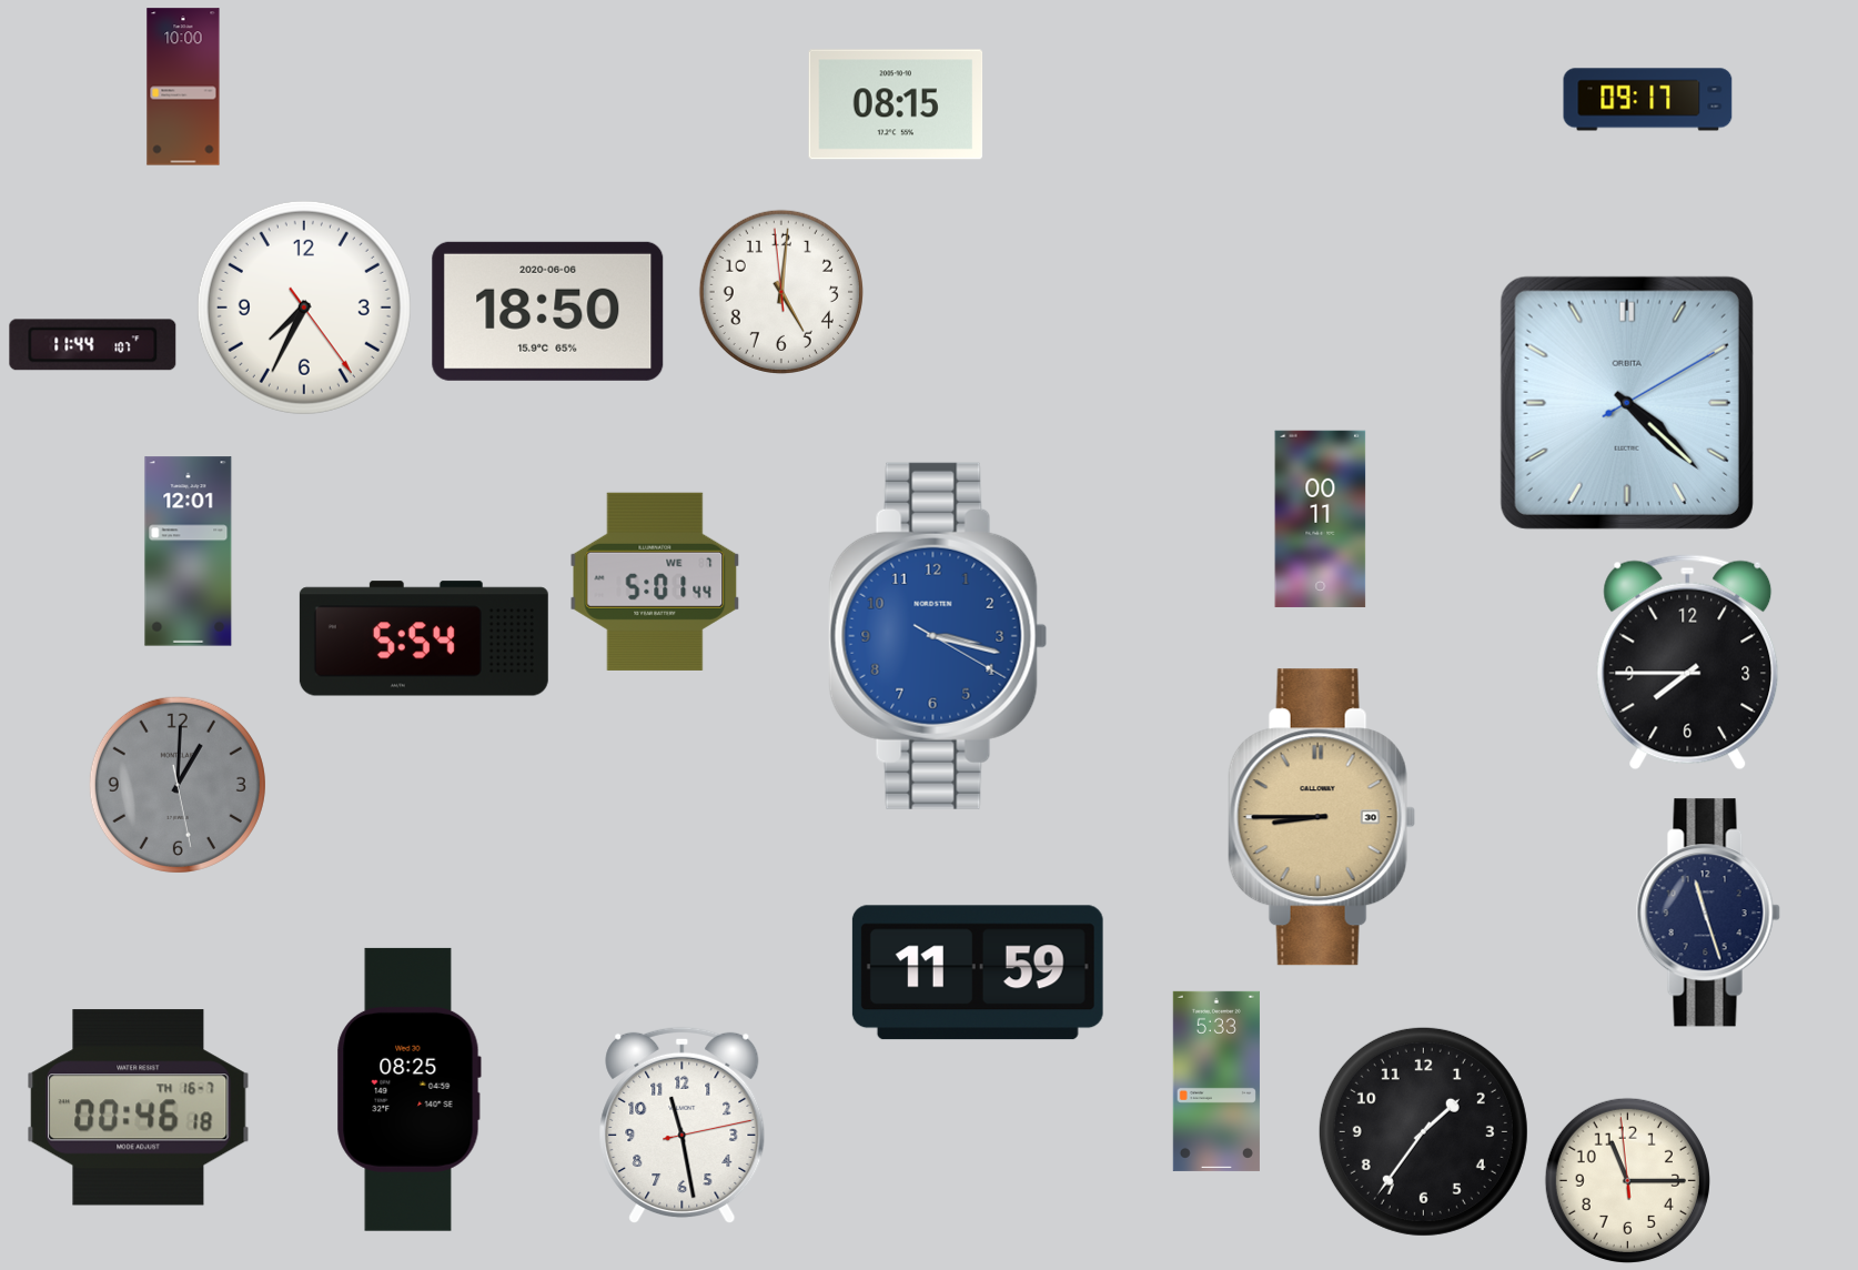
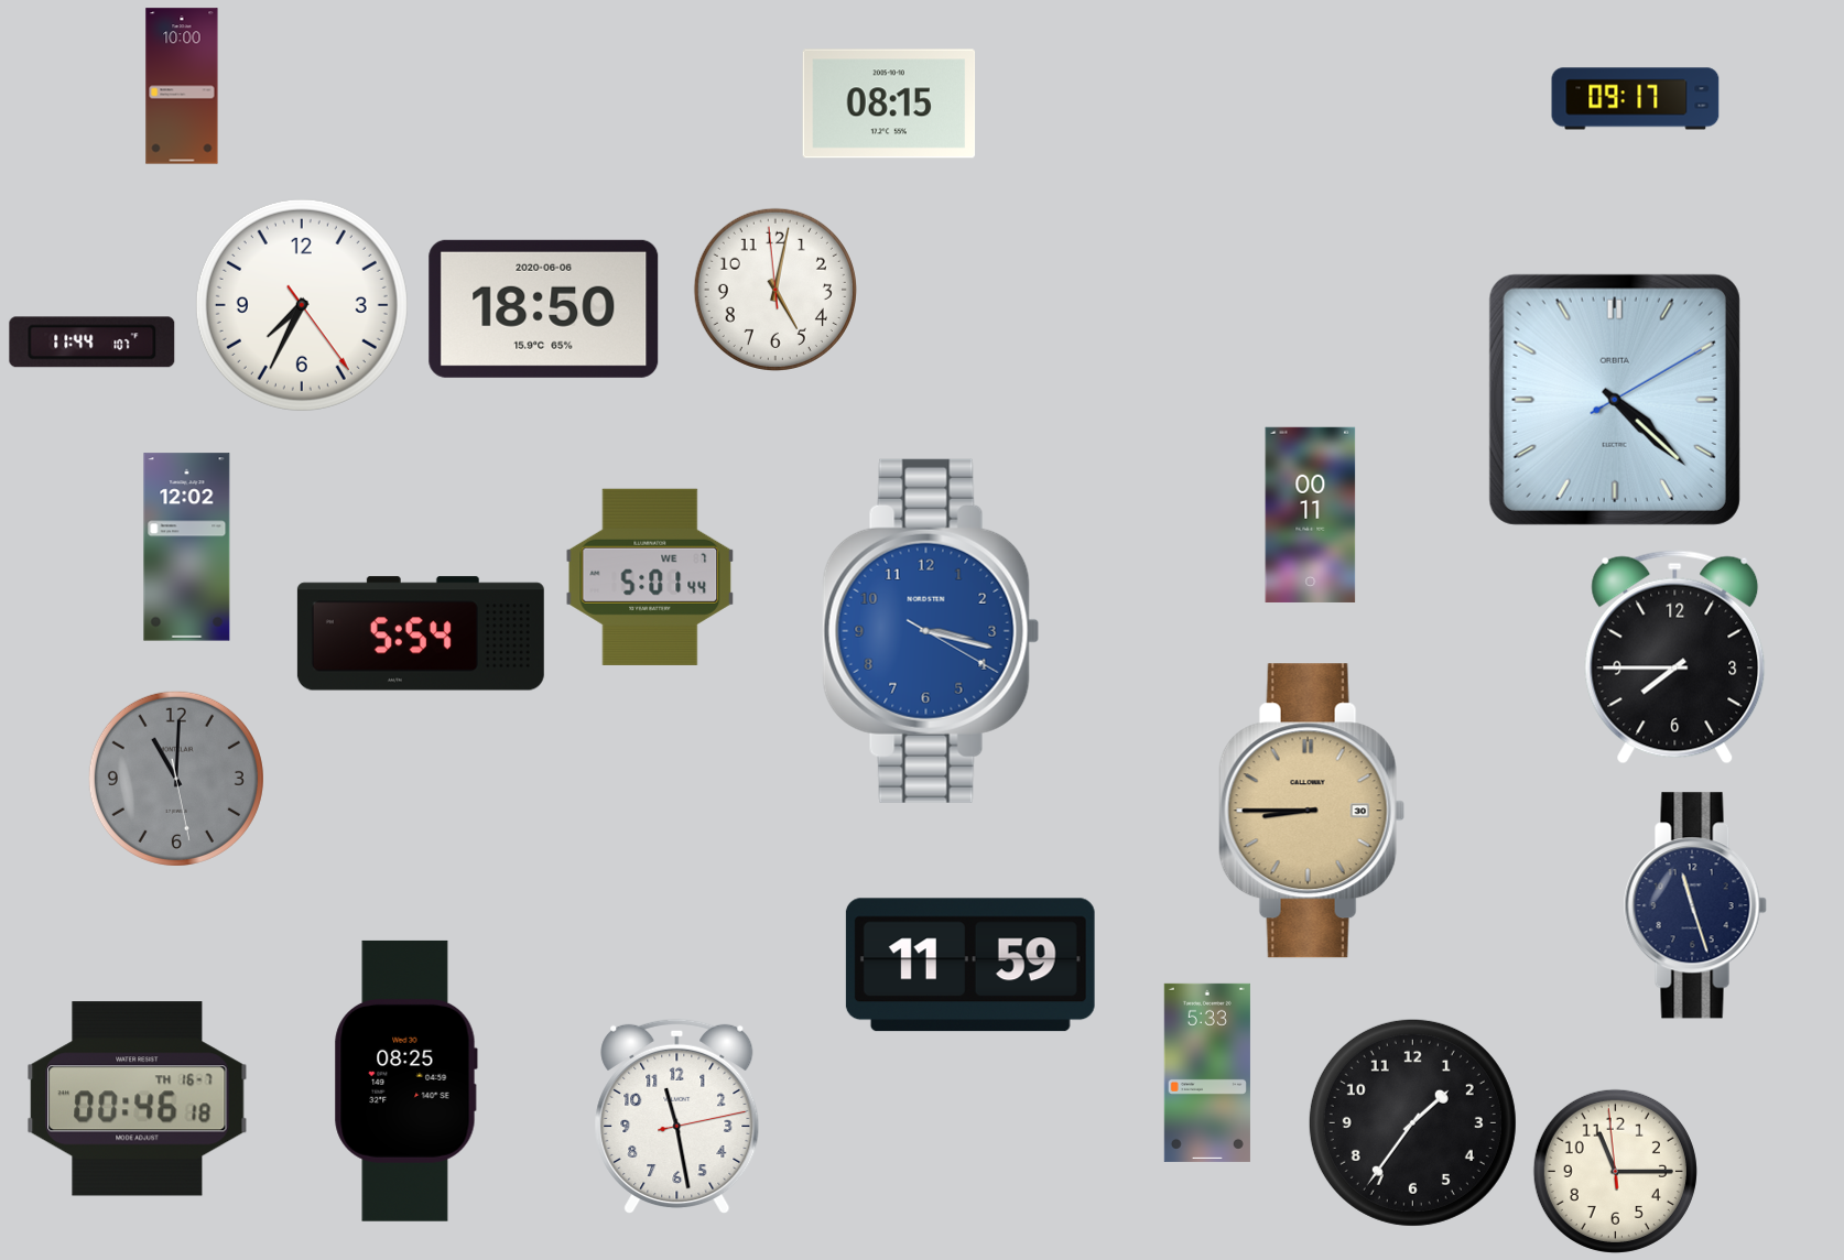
clock at (781, 292): 5:00 -> 5:01
clock at (189, 552): 12:01 -> 12:02
clock at (178, 785): 1:00 -> 11:00
